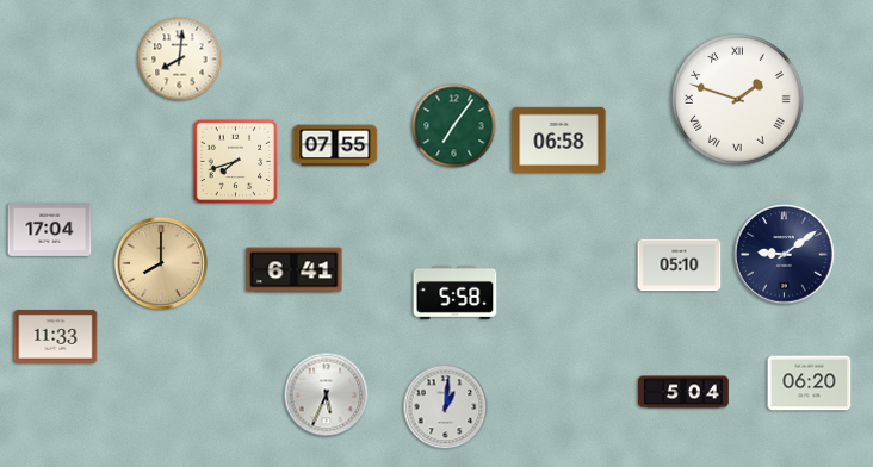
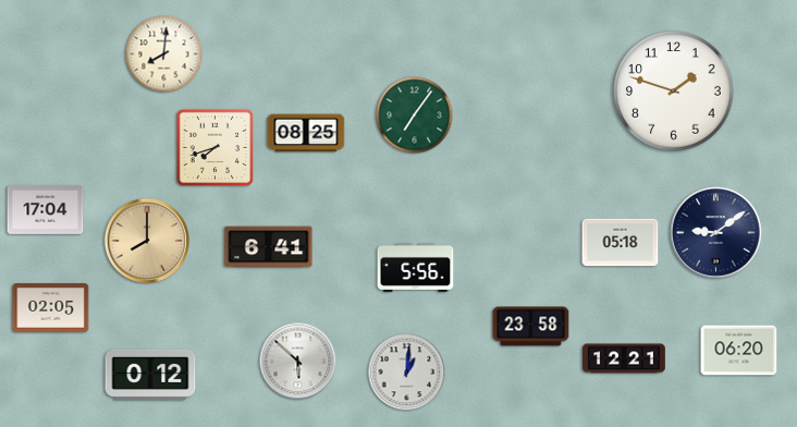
clock at (738, 100) numerals: Roman -> Arabic
clock at (559, 139): 06:58 -> none
clock at (335, 145): 07:55 -> 08:25
clock at (680, 266): 05:10 -> 05:18
clock at (456, 292): 5:58 -> 5:56
clock at (56, 336): 11:33 -> 02:05
clock at (531, 327): none -> 23:58
clock at (683, 392): 5:04 -> 12:21
clock at (327, 396): 5:34 -> 5:52
clock at (150, 375): none -> 0:12
